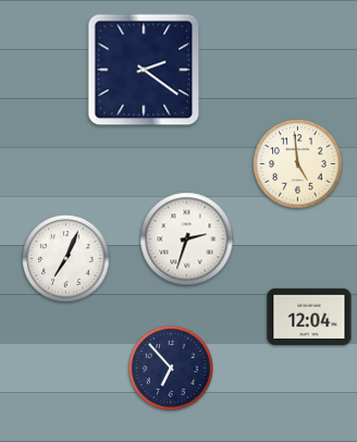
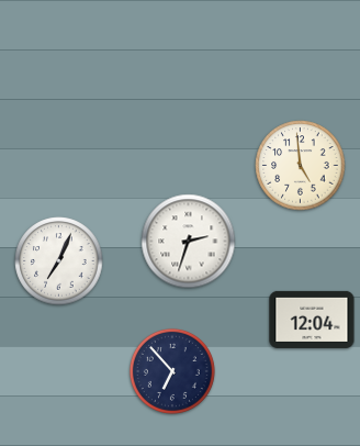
clock at (144, 70): 2:21 -> none
clock at (66, 259) position: (66, 259) -> (59, 261)
